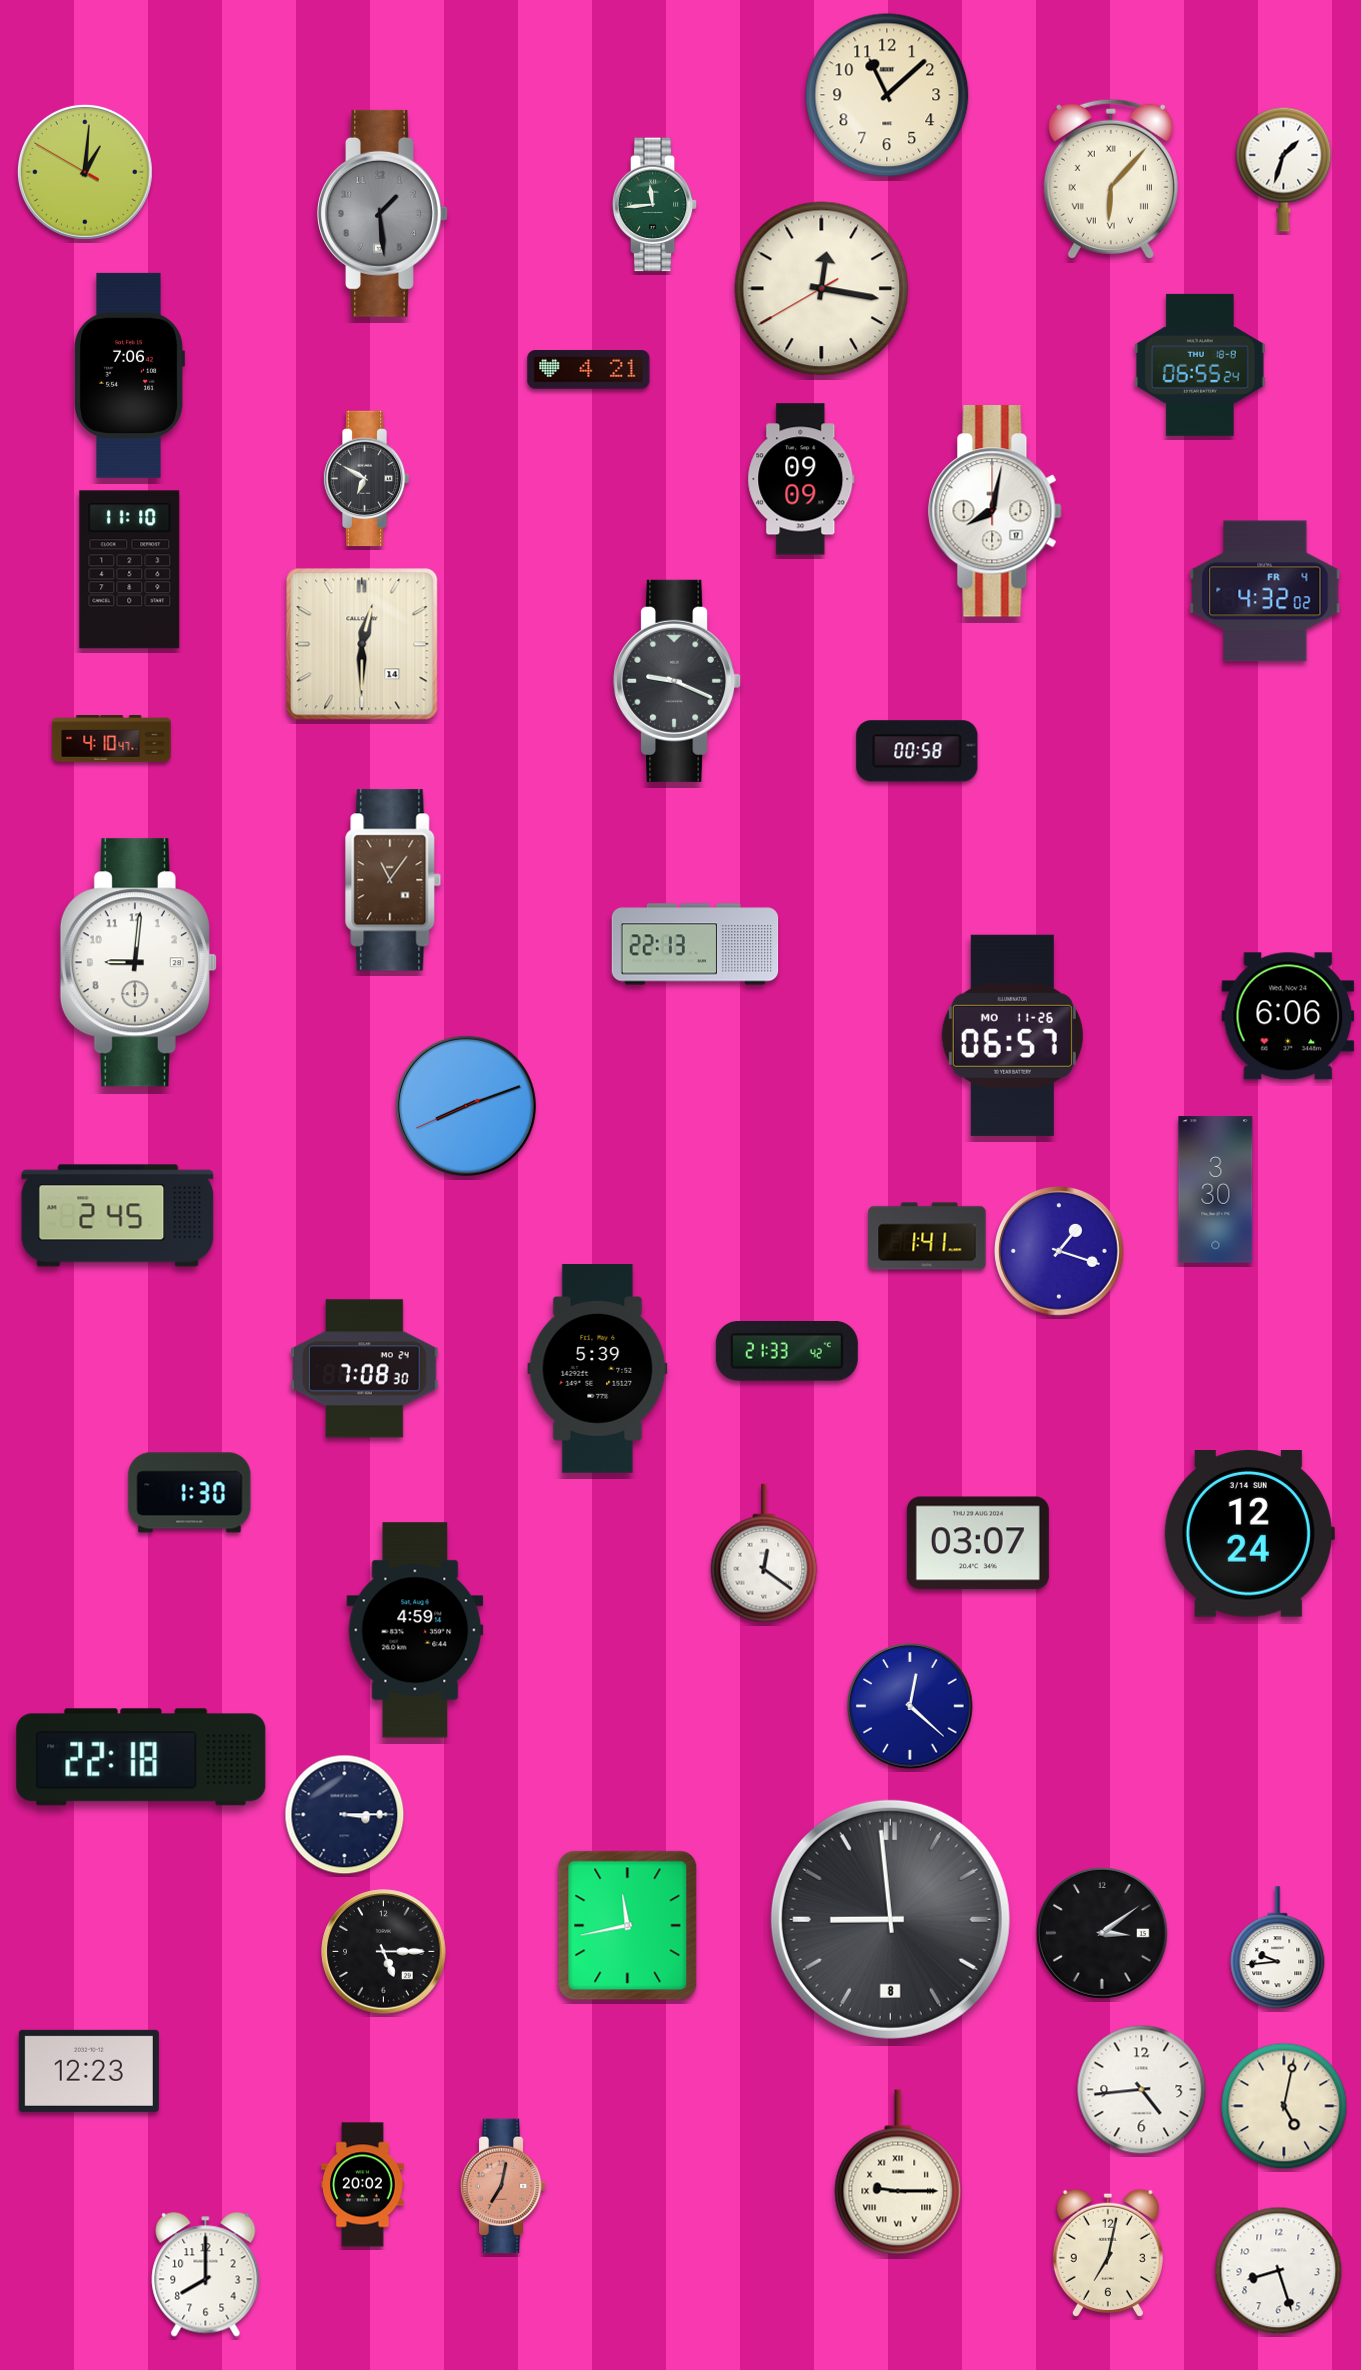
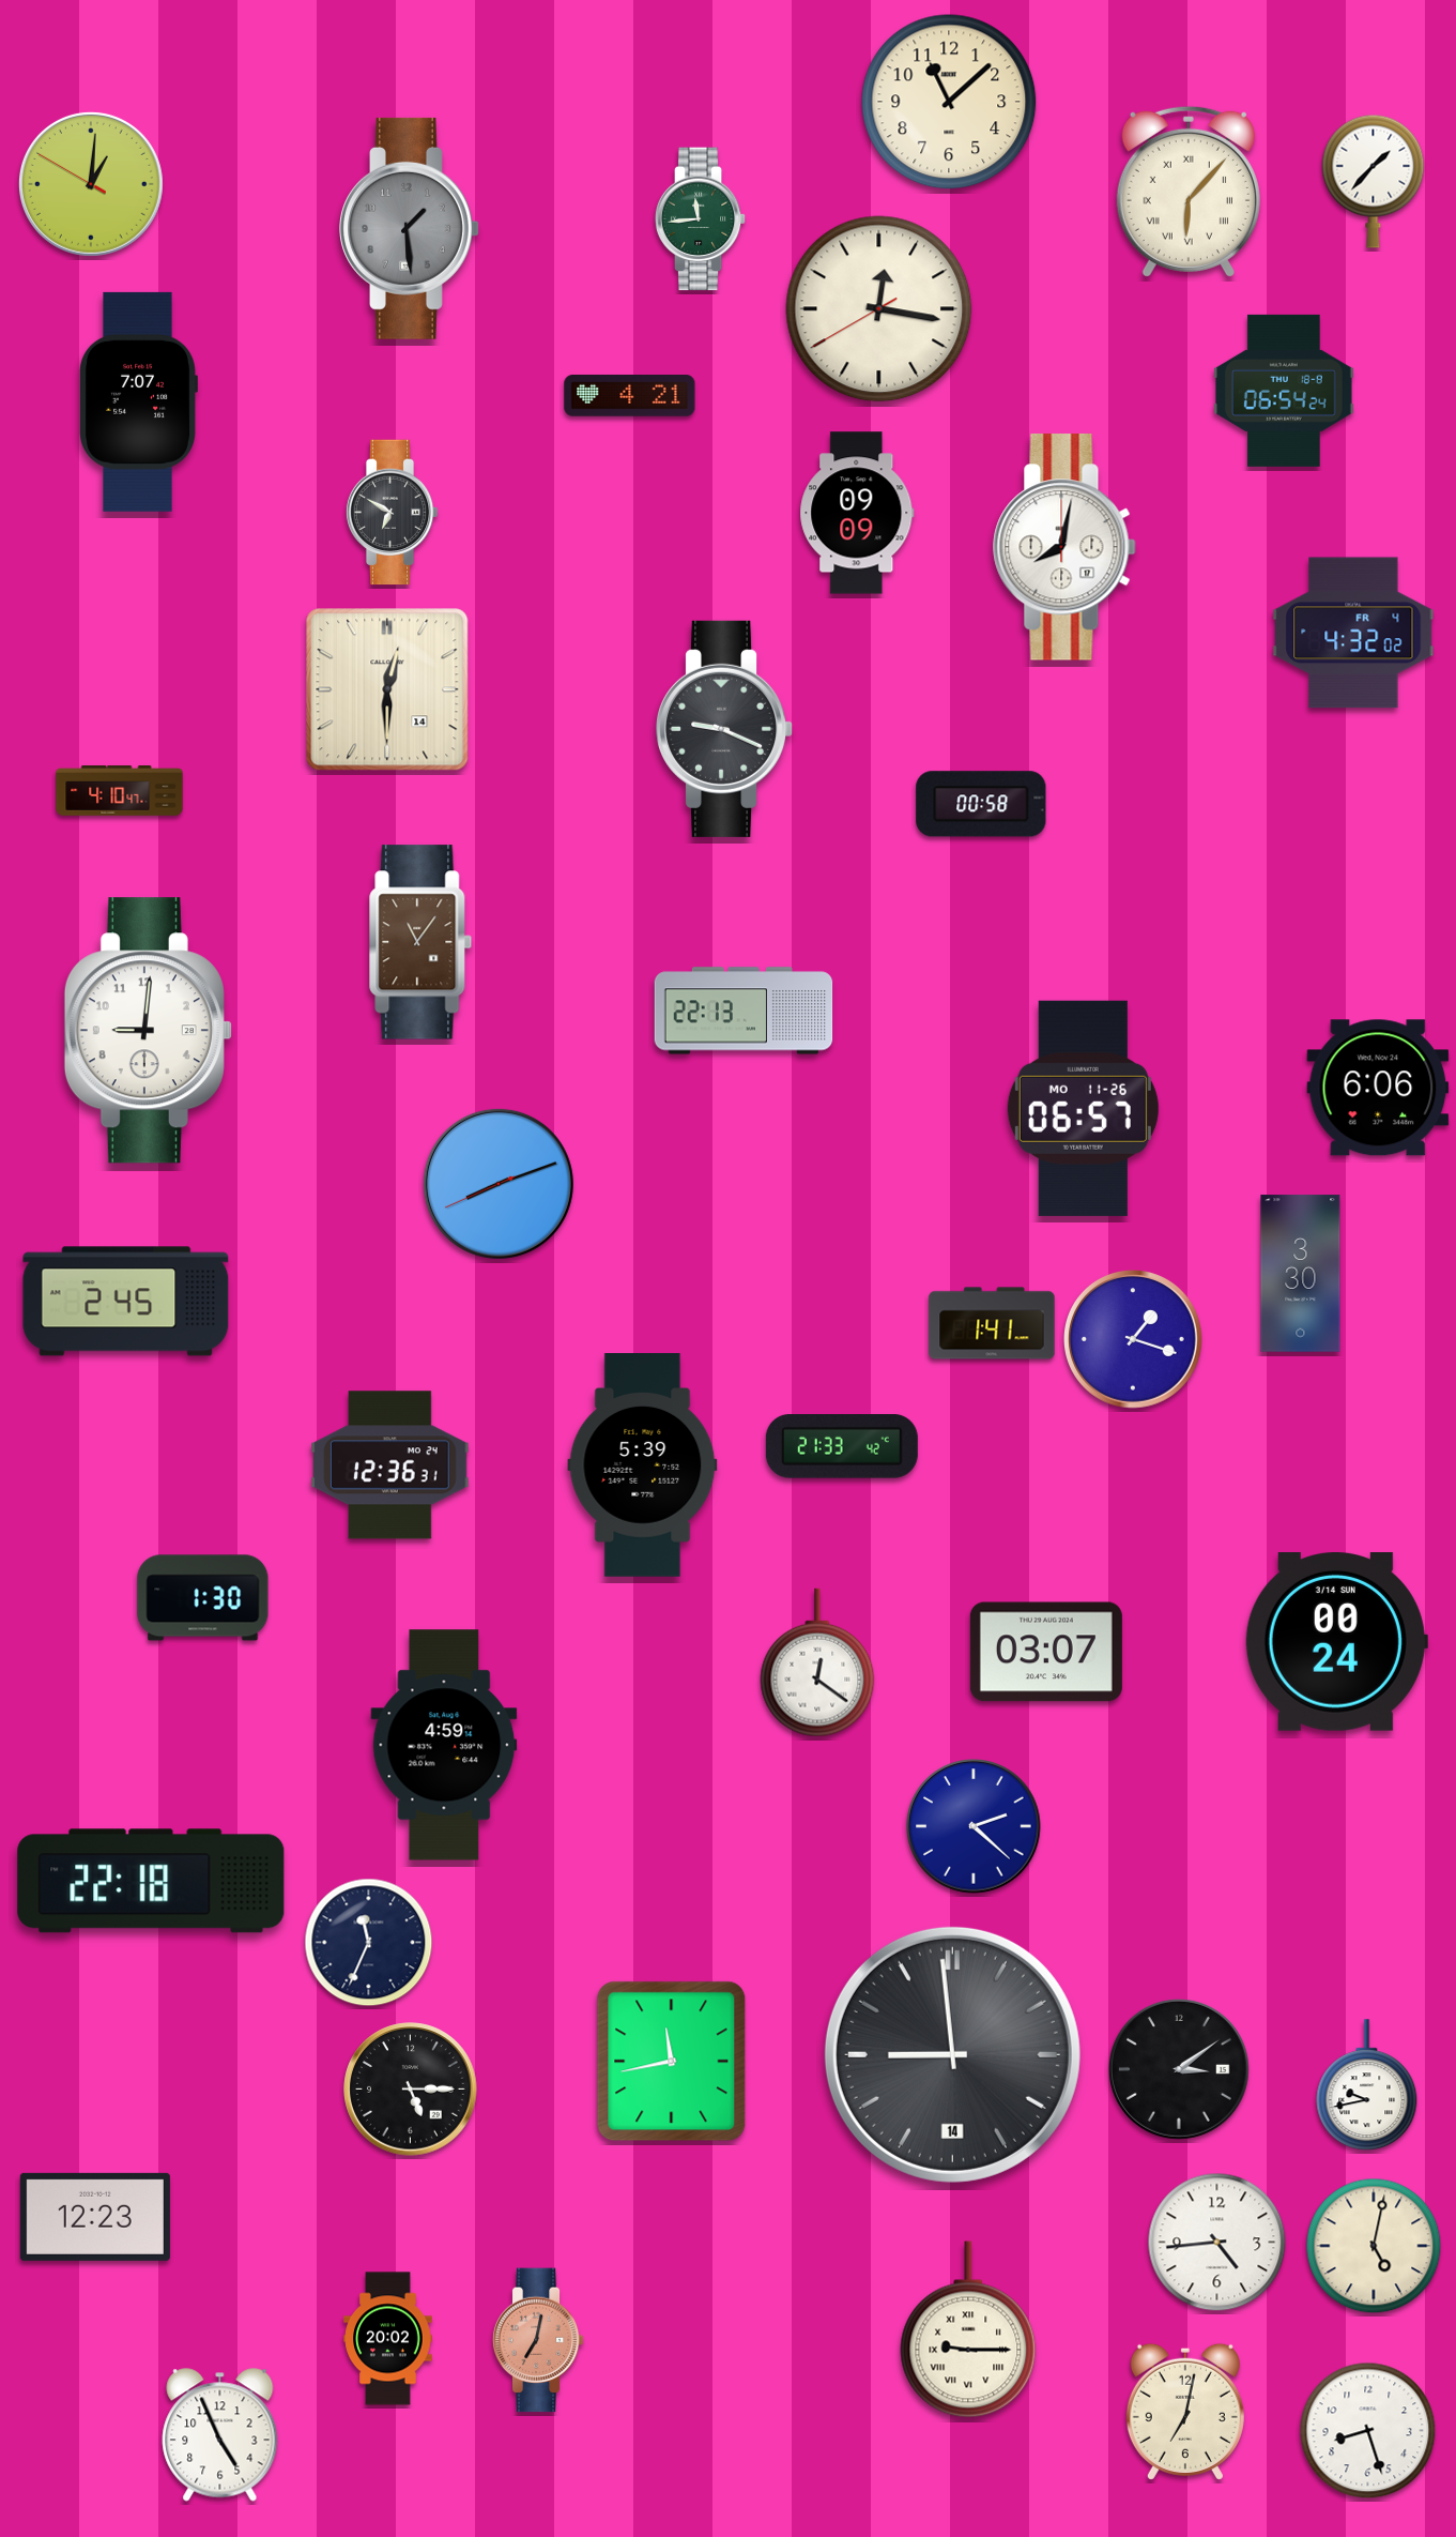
clock at (1284, 169): 1:33 -> 1:37
clock at (1200, 365): 06:55 -> 06:54
clock at (130, 375): 7:06 -> 7:07
clock at (130, 570): 11:10 -> none
clock at (365, 1369): 7:08 -> 12:36
clock at (598, 1369) position: (598, 1369) -> (643, 1465)
clock at (1249, 1534): 12:24 -> 00:24
clock at (910, 1706): 12:22 -> 2:22
clock at (345, 1815): 3:15 -> 11:34
clock at (890, 1919) date: 8 -> 14
clock at (1278, 1948): 9:44 -> 9:43
clock at (1142, 2090) position: (1142, 2090) -> (1217, 2243)
clock at (1284, 2106) position: (1284, 2106) -> (1374, 2246)
clock at (898, 2172) position: (898, 2172) -> (968, 2329)
clock at (206, 2275): 8:00 -> 4:56
